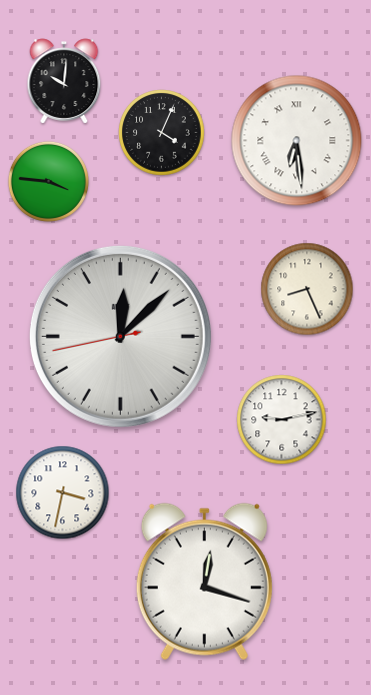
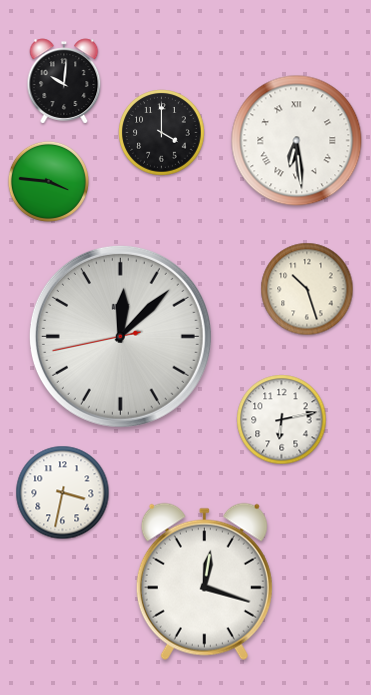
clock at (162, 133): 4:04 -> 4:00
clock at (307, 289): 8:26 -> 10:27
clock at (282, 420): 9:13 -> 6:13
